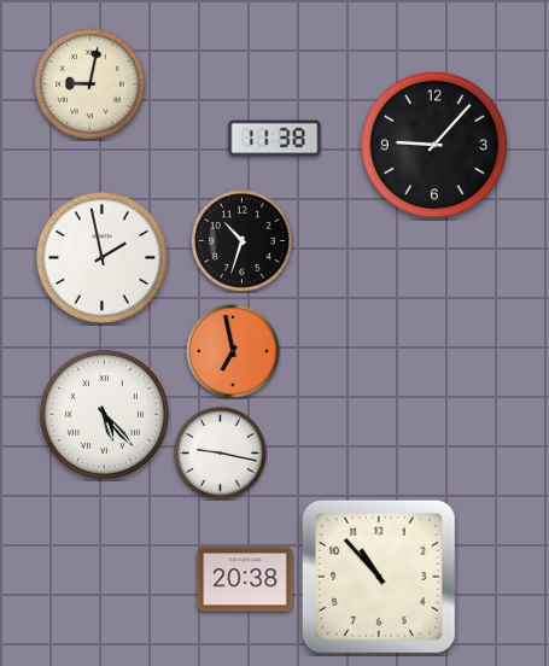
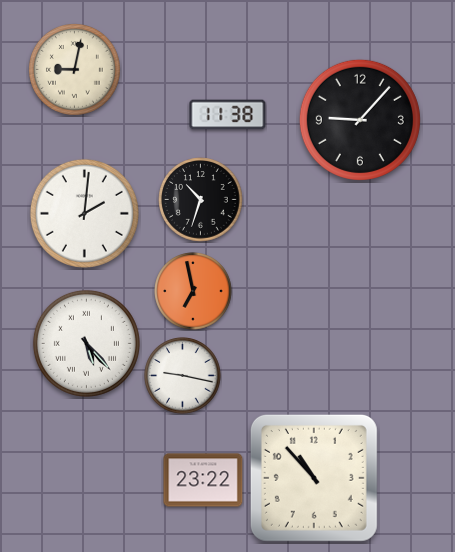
clock at (101, 257): 1:58 -> 2:01
clock at (245, 579): 20:38 -> 23:22
